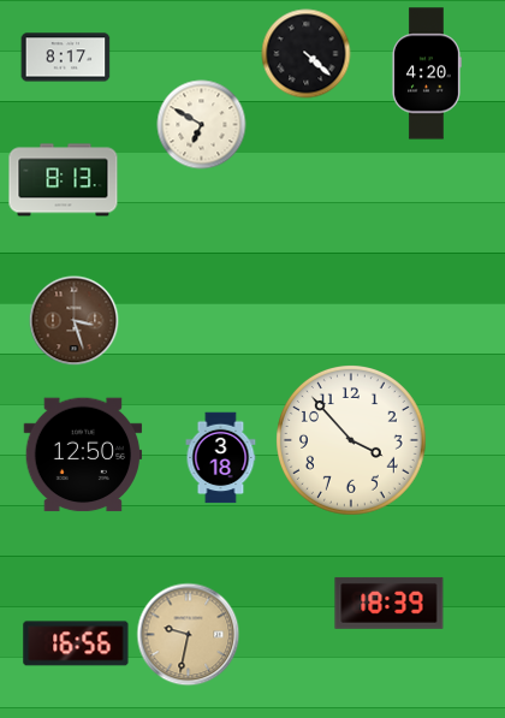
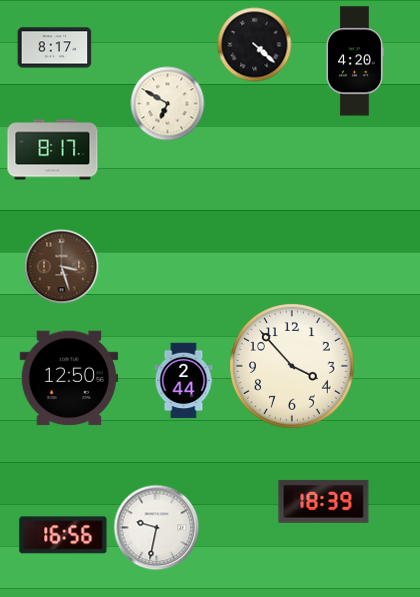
clock at (64, 180): 8:13 -> 8:17
clock at (221, 458): 3:18 -> 2:44
clock at (189, 635) dial: champagne -> white
